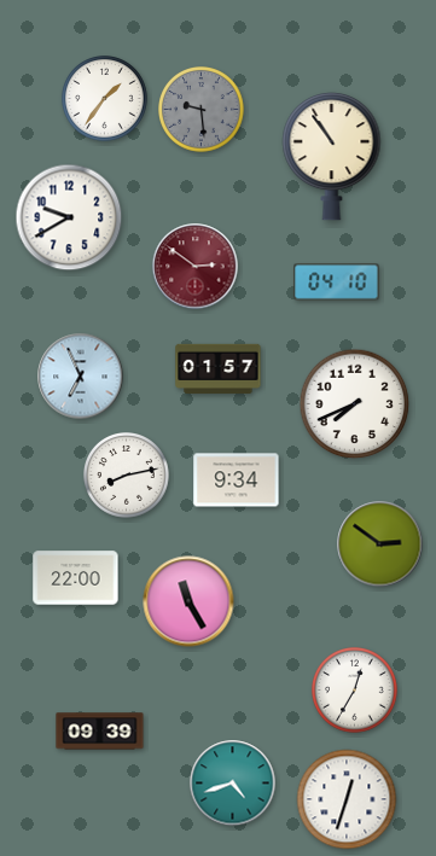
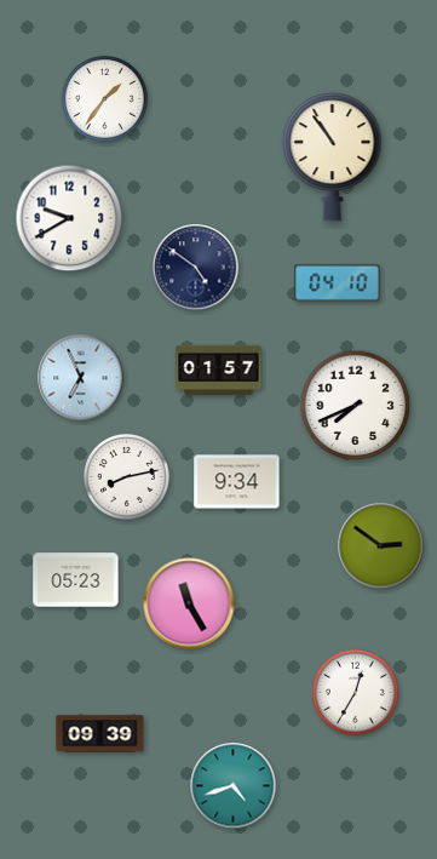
clock at (202, 110): 9:29 -> none
clock at (196, 267): 2:51 -> 4:51
clock at (196, 267) dial: burgundy -> navy
clock at (76, 578): 22:00 -> 05:23
clock at (347, 799): 12:33 -> none
